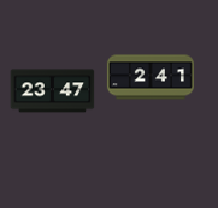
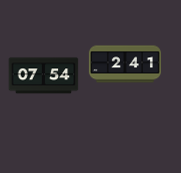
clock at (53, 91): 23:47 -> 07:54
